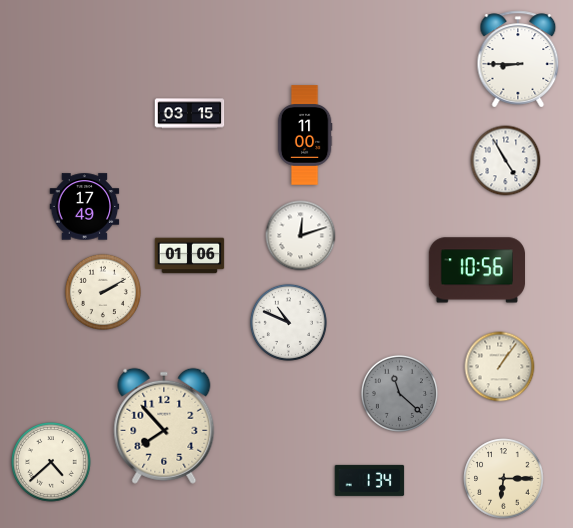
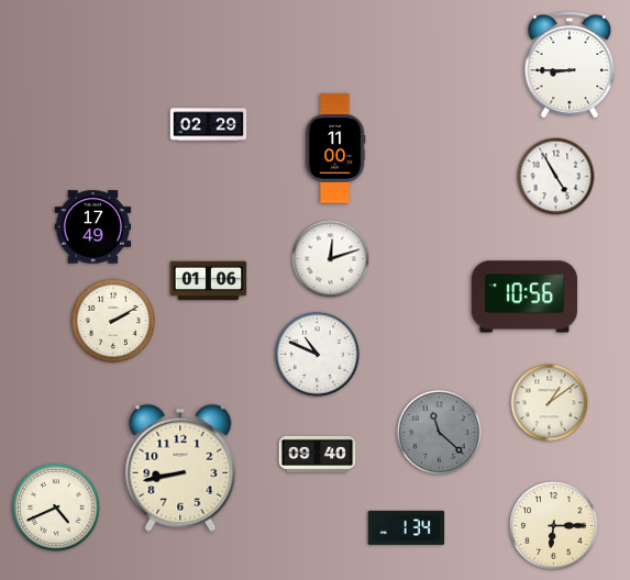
clock at (190, 114): 03:15 -> 02:29
clock at (500, 367): 1:06 -> 1:09
clock at (318, 454): none -> 09:40
clock at (164, 426): 7:53 -> 8:43
clock at (51, 462): 4:38 -> 4:41
